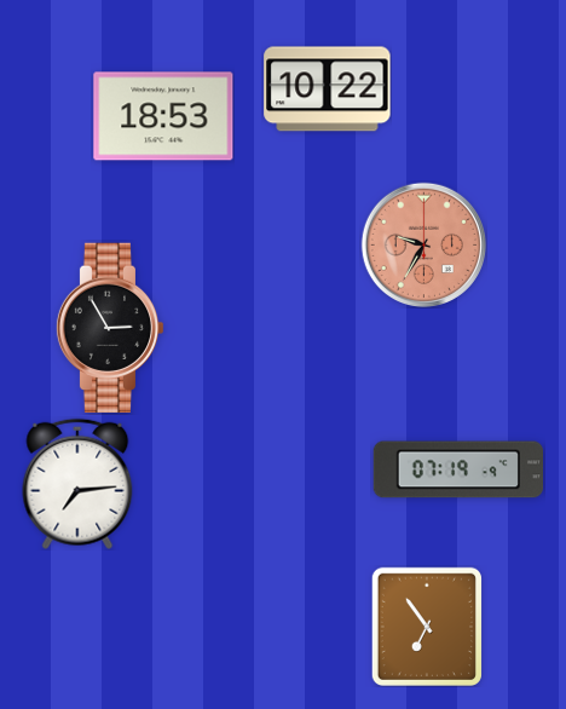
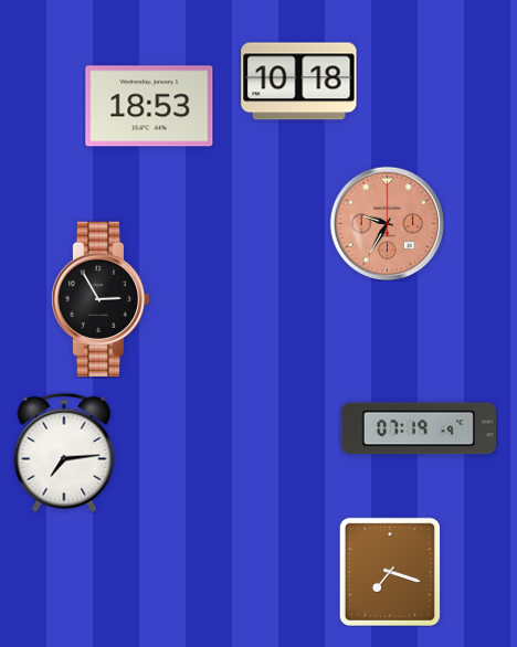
clock at (328, 90): 10:22 -> 10:18
clock at (77, 484) position: (77, 484) -> (64, 453)
clock at (427, 626): 6:54 -> 7:18
